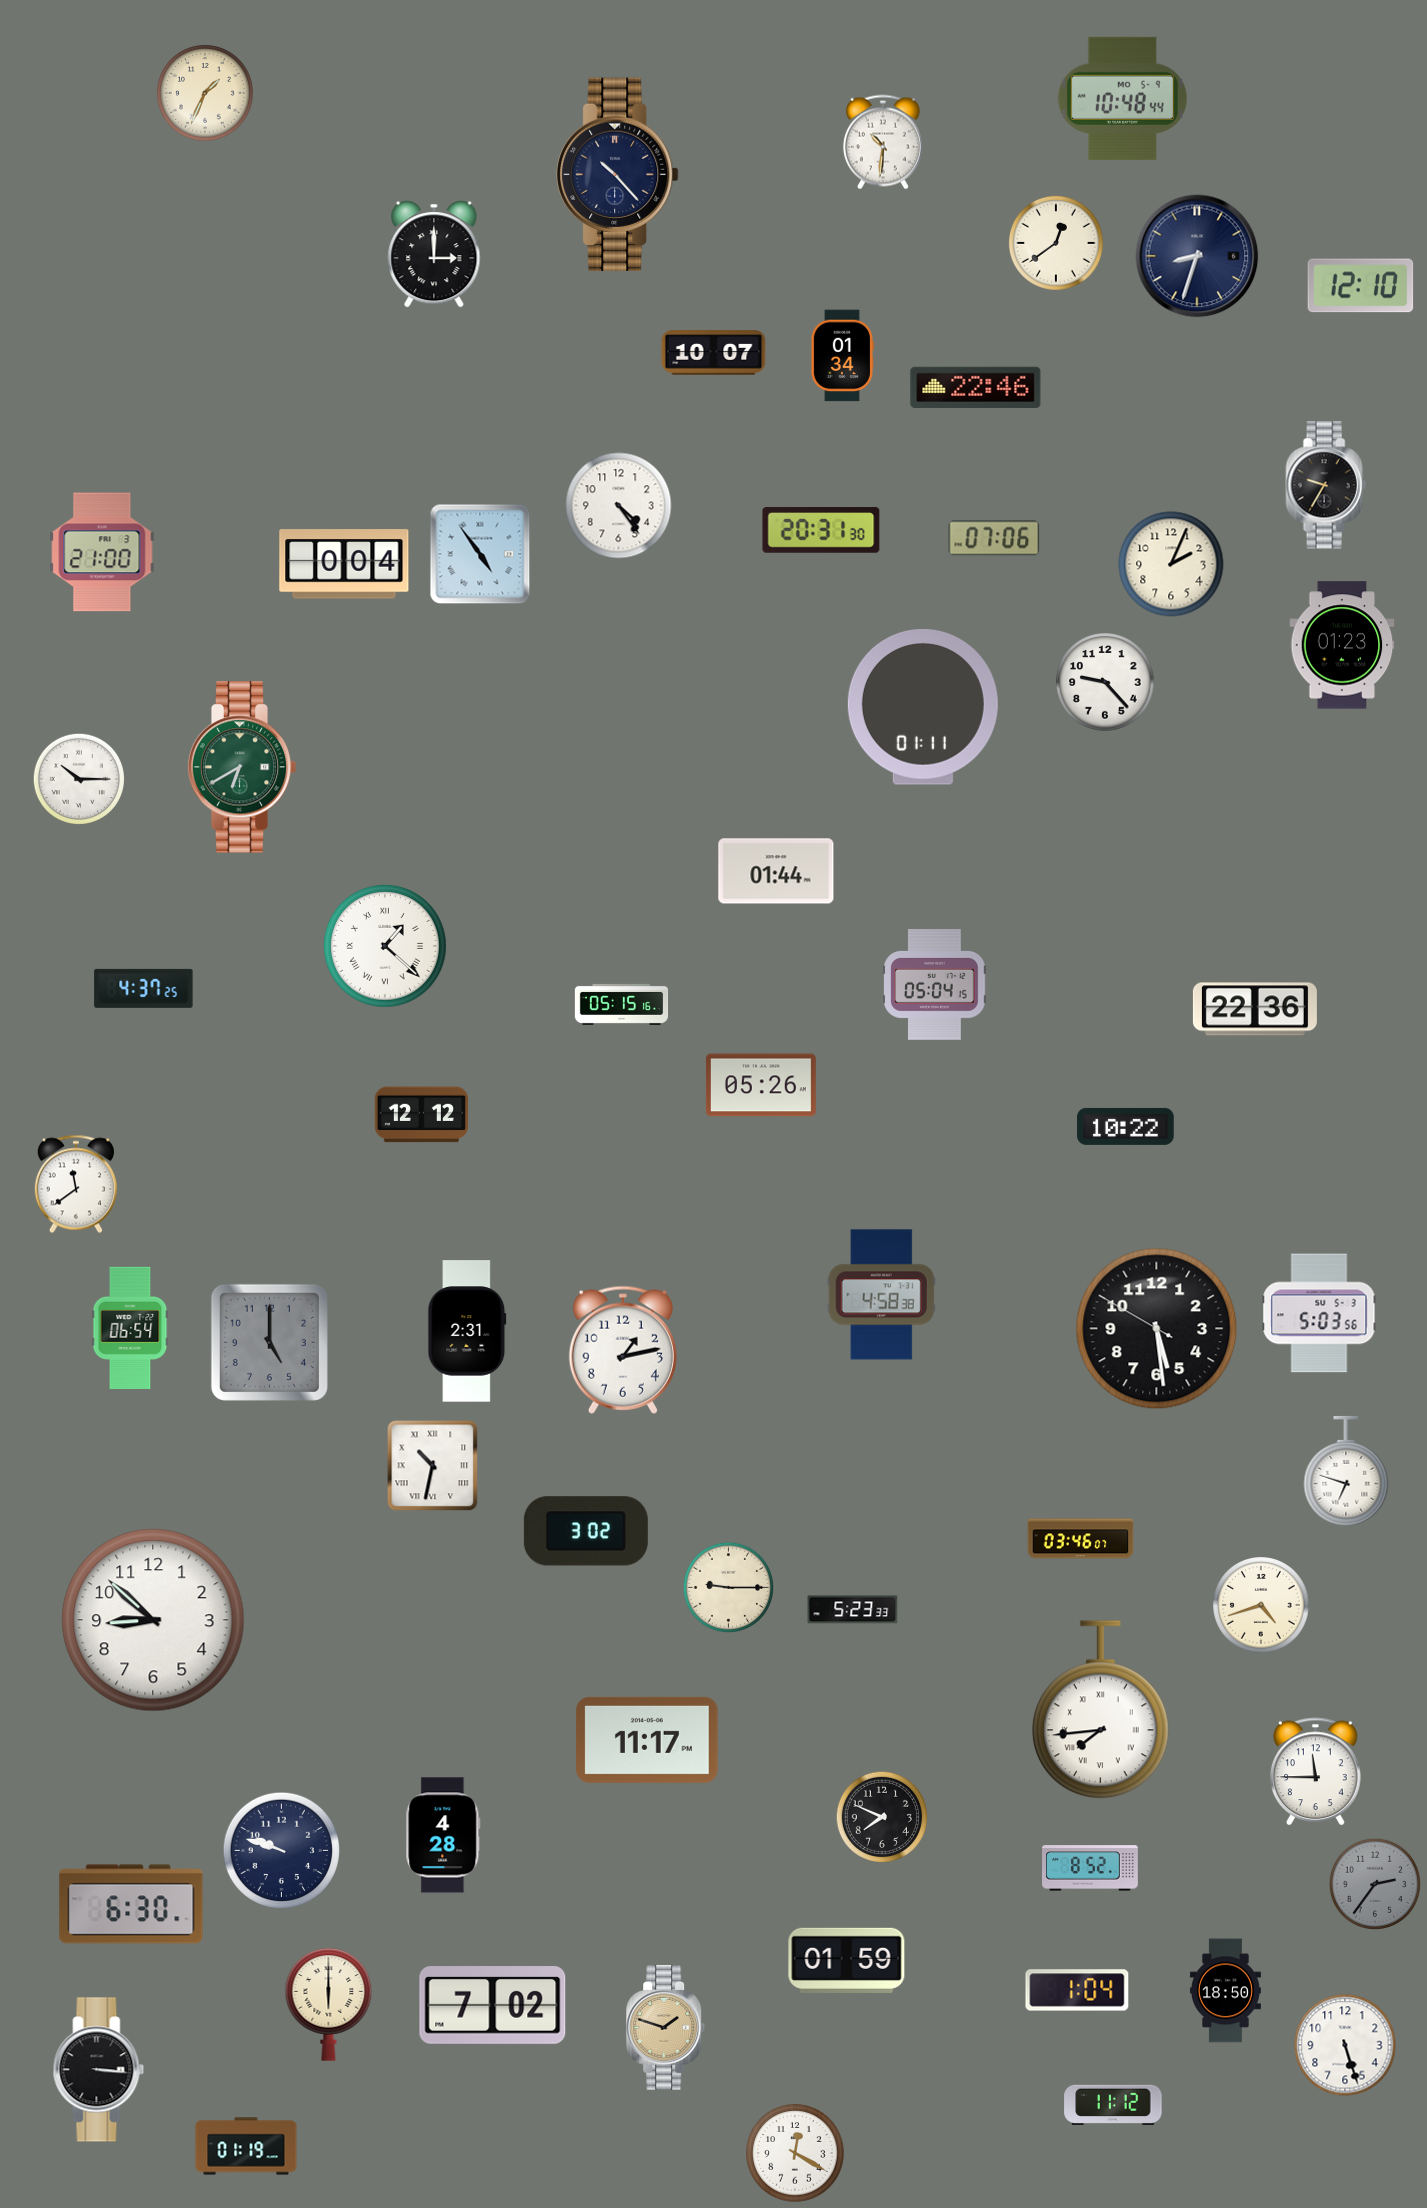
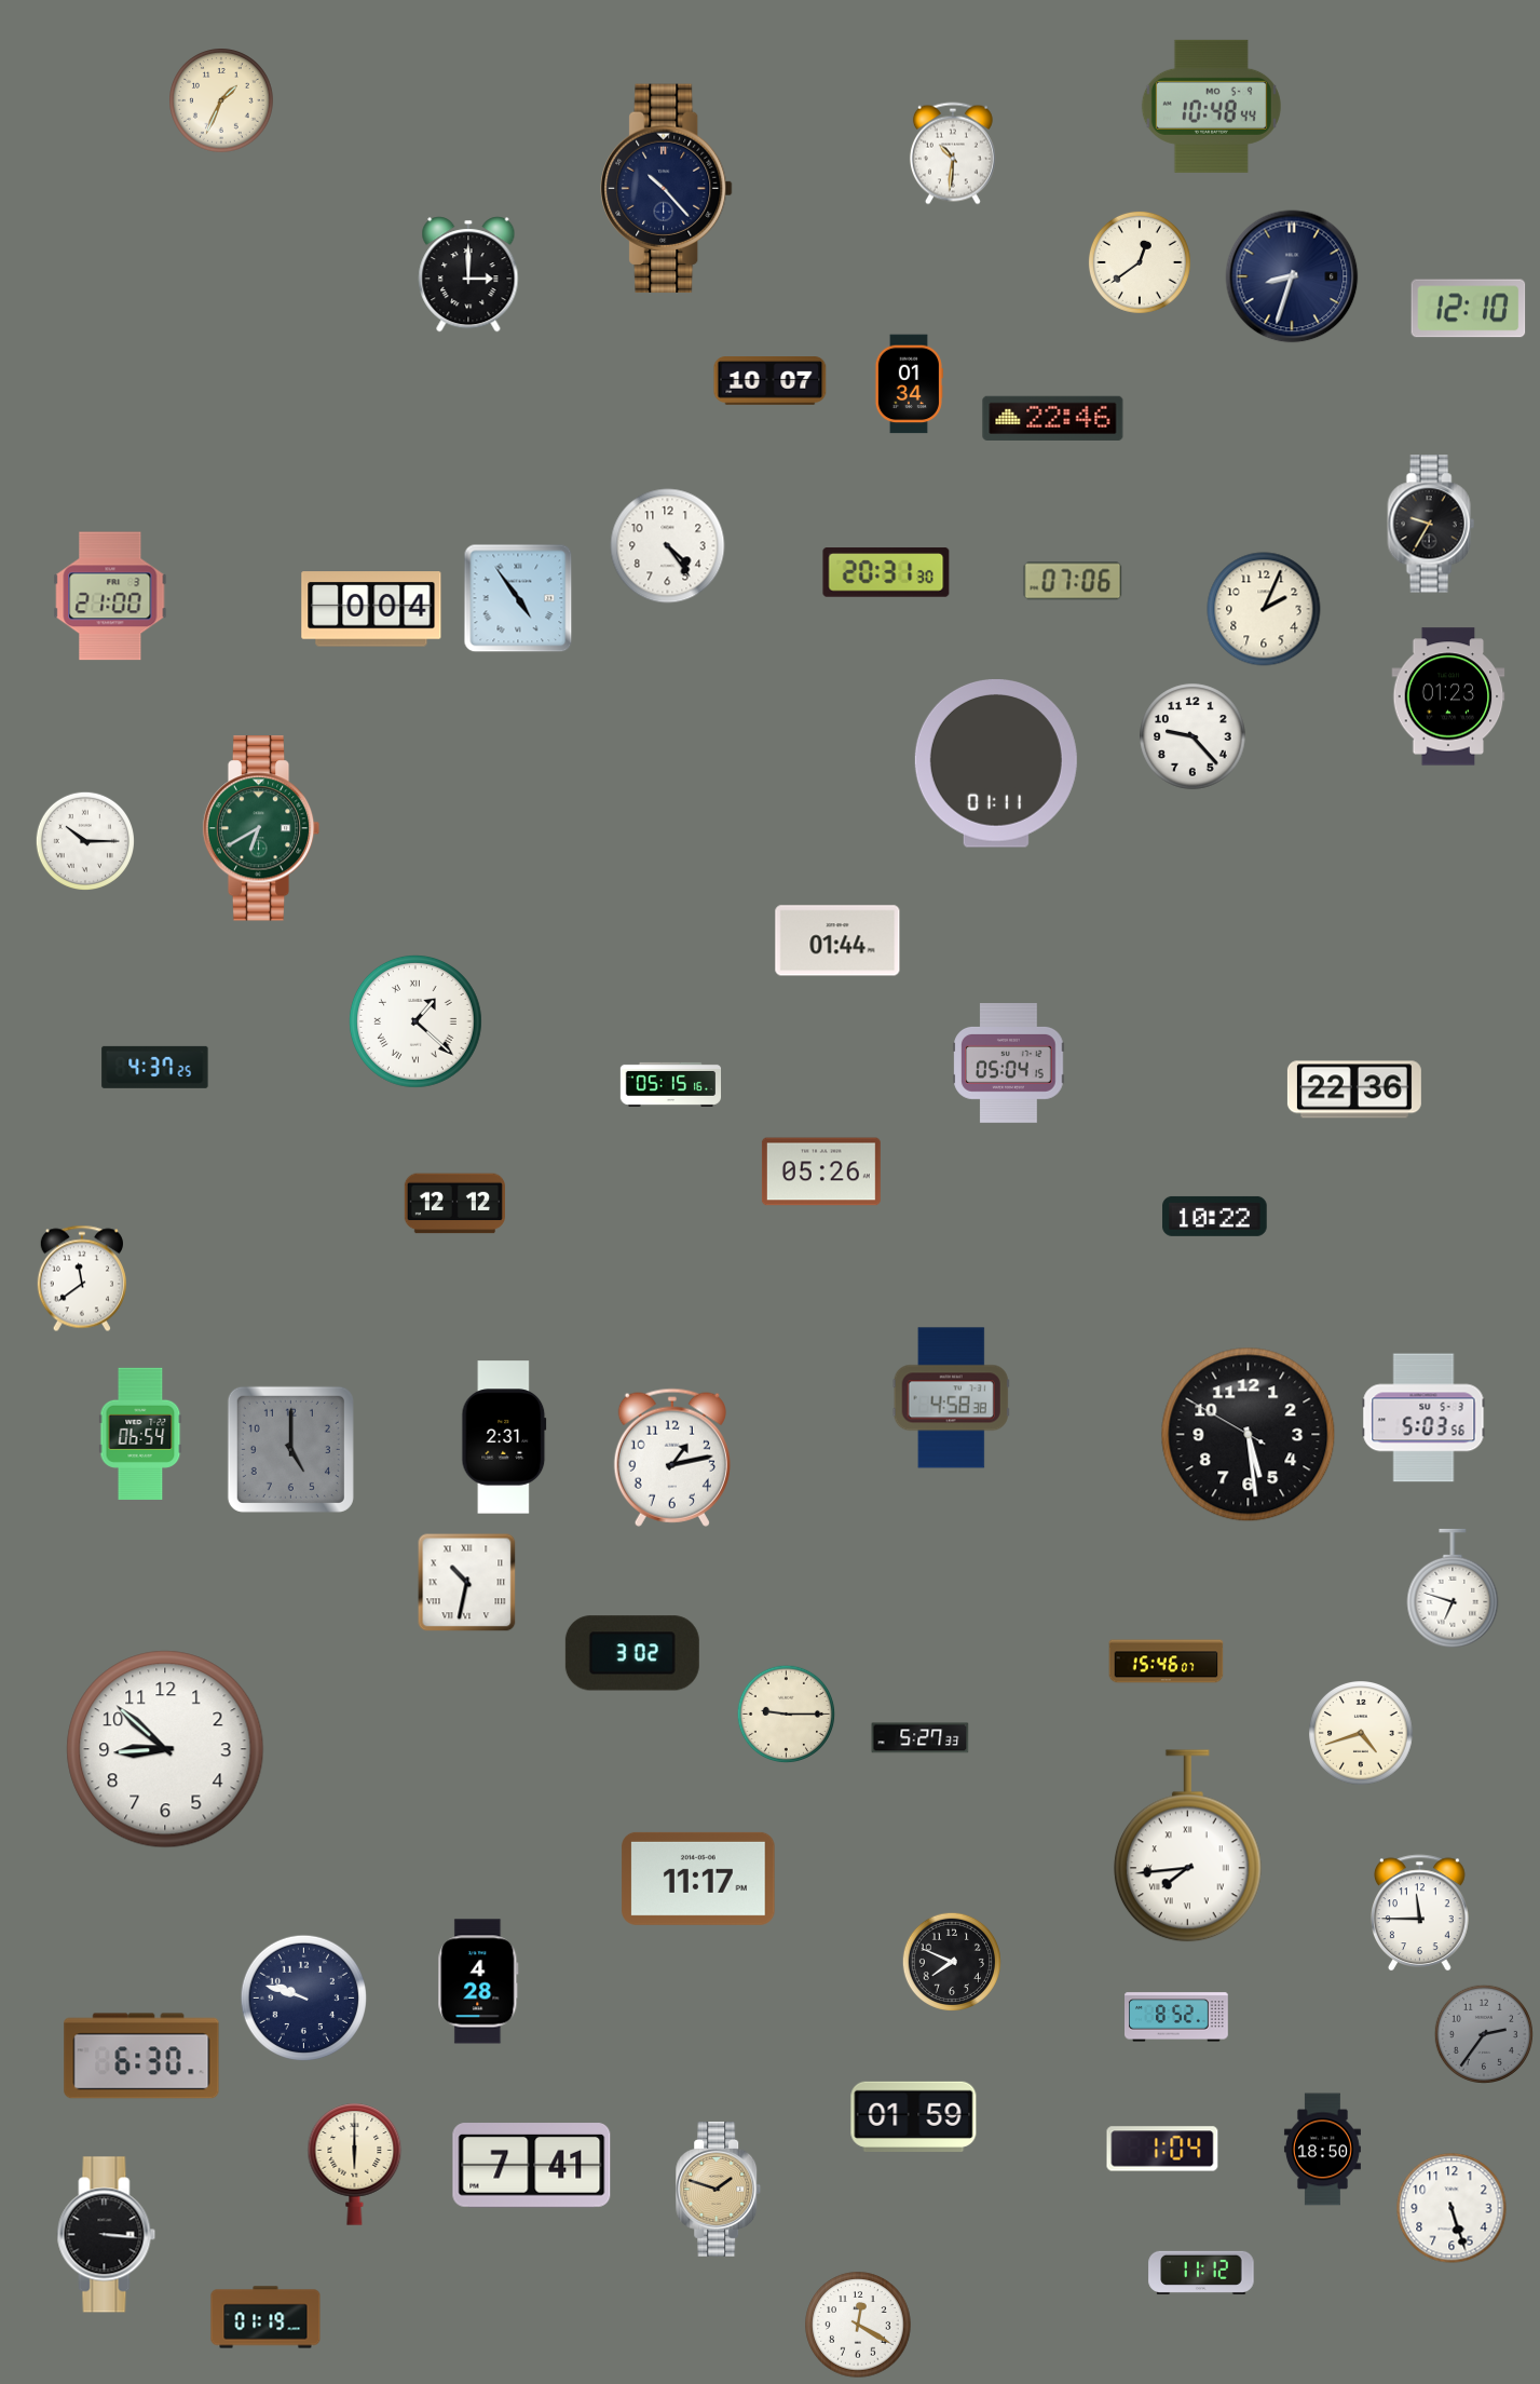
clock at (1081, 1539): 03:46 -> 15:46
clock at (853, 1610): 5:23 -> 5:27
clock at (493, 2006): 7:02 -> 7:41
